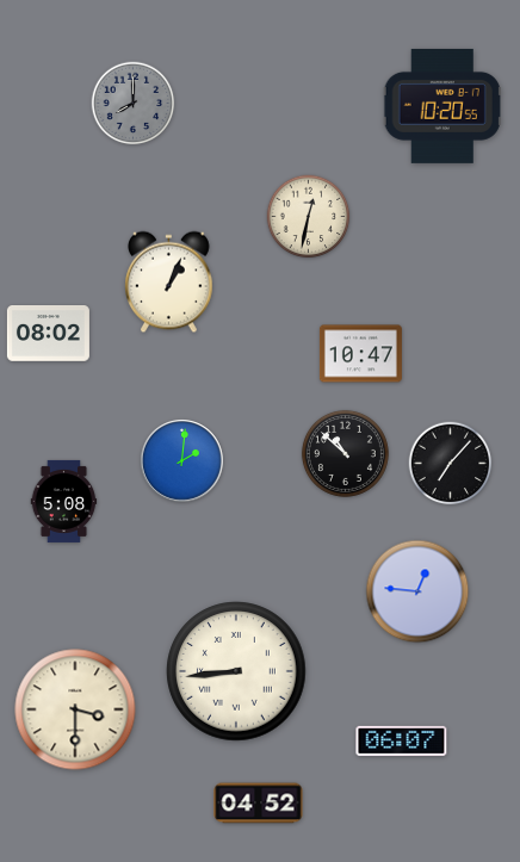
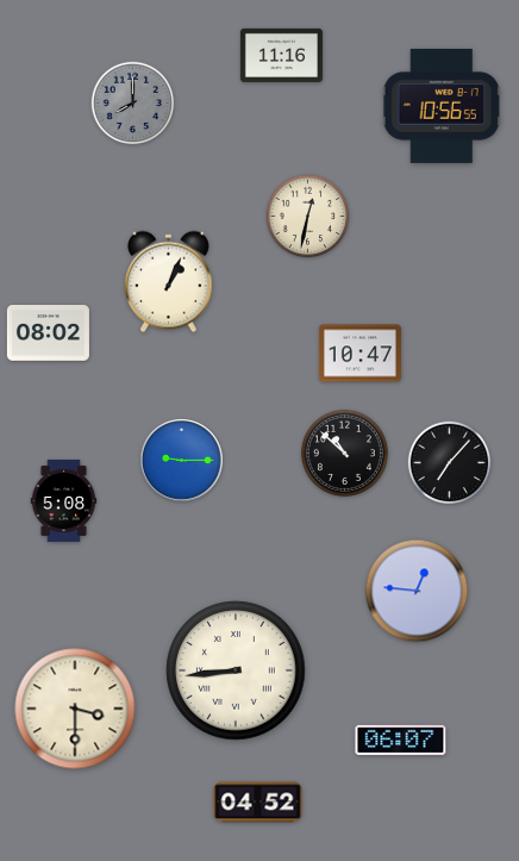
clock at (281, 55): none -> 11:16
clock at (442, 106): 10:20 -> 10:56
clock at (182, 461): 2:01 -> 9:15
